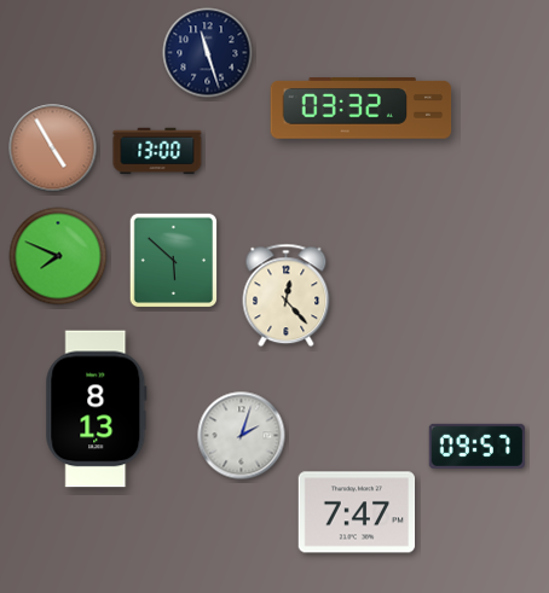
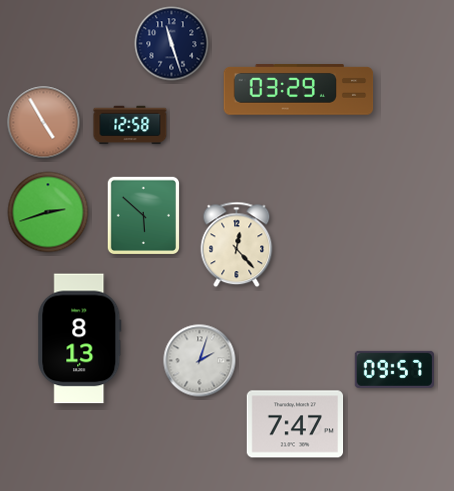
clock at (362, 109): 03:32 -> 03:29
clock at (157, 151): 13:00 -> 12:58
clock at (58, 256): 7:49 -> 2:42
